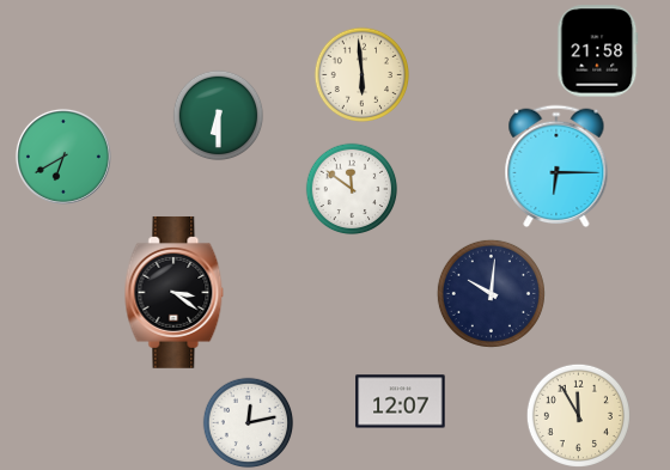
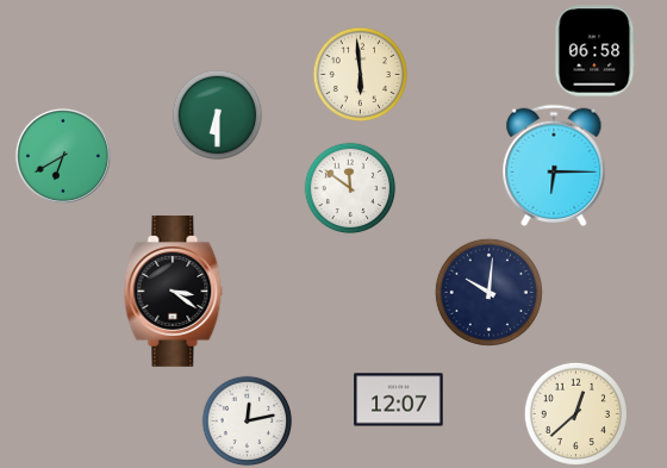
clock at (598, 51): 21:58 -> 06:58
clock at (578, 415): 11:55 -> 12:38
